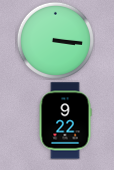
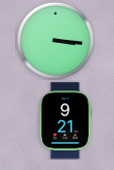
clock at (65, 121): 9:22 -> 9:21
